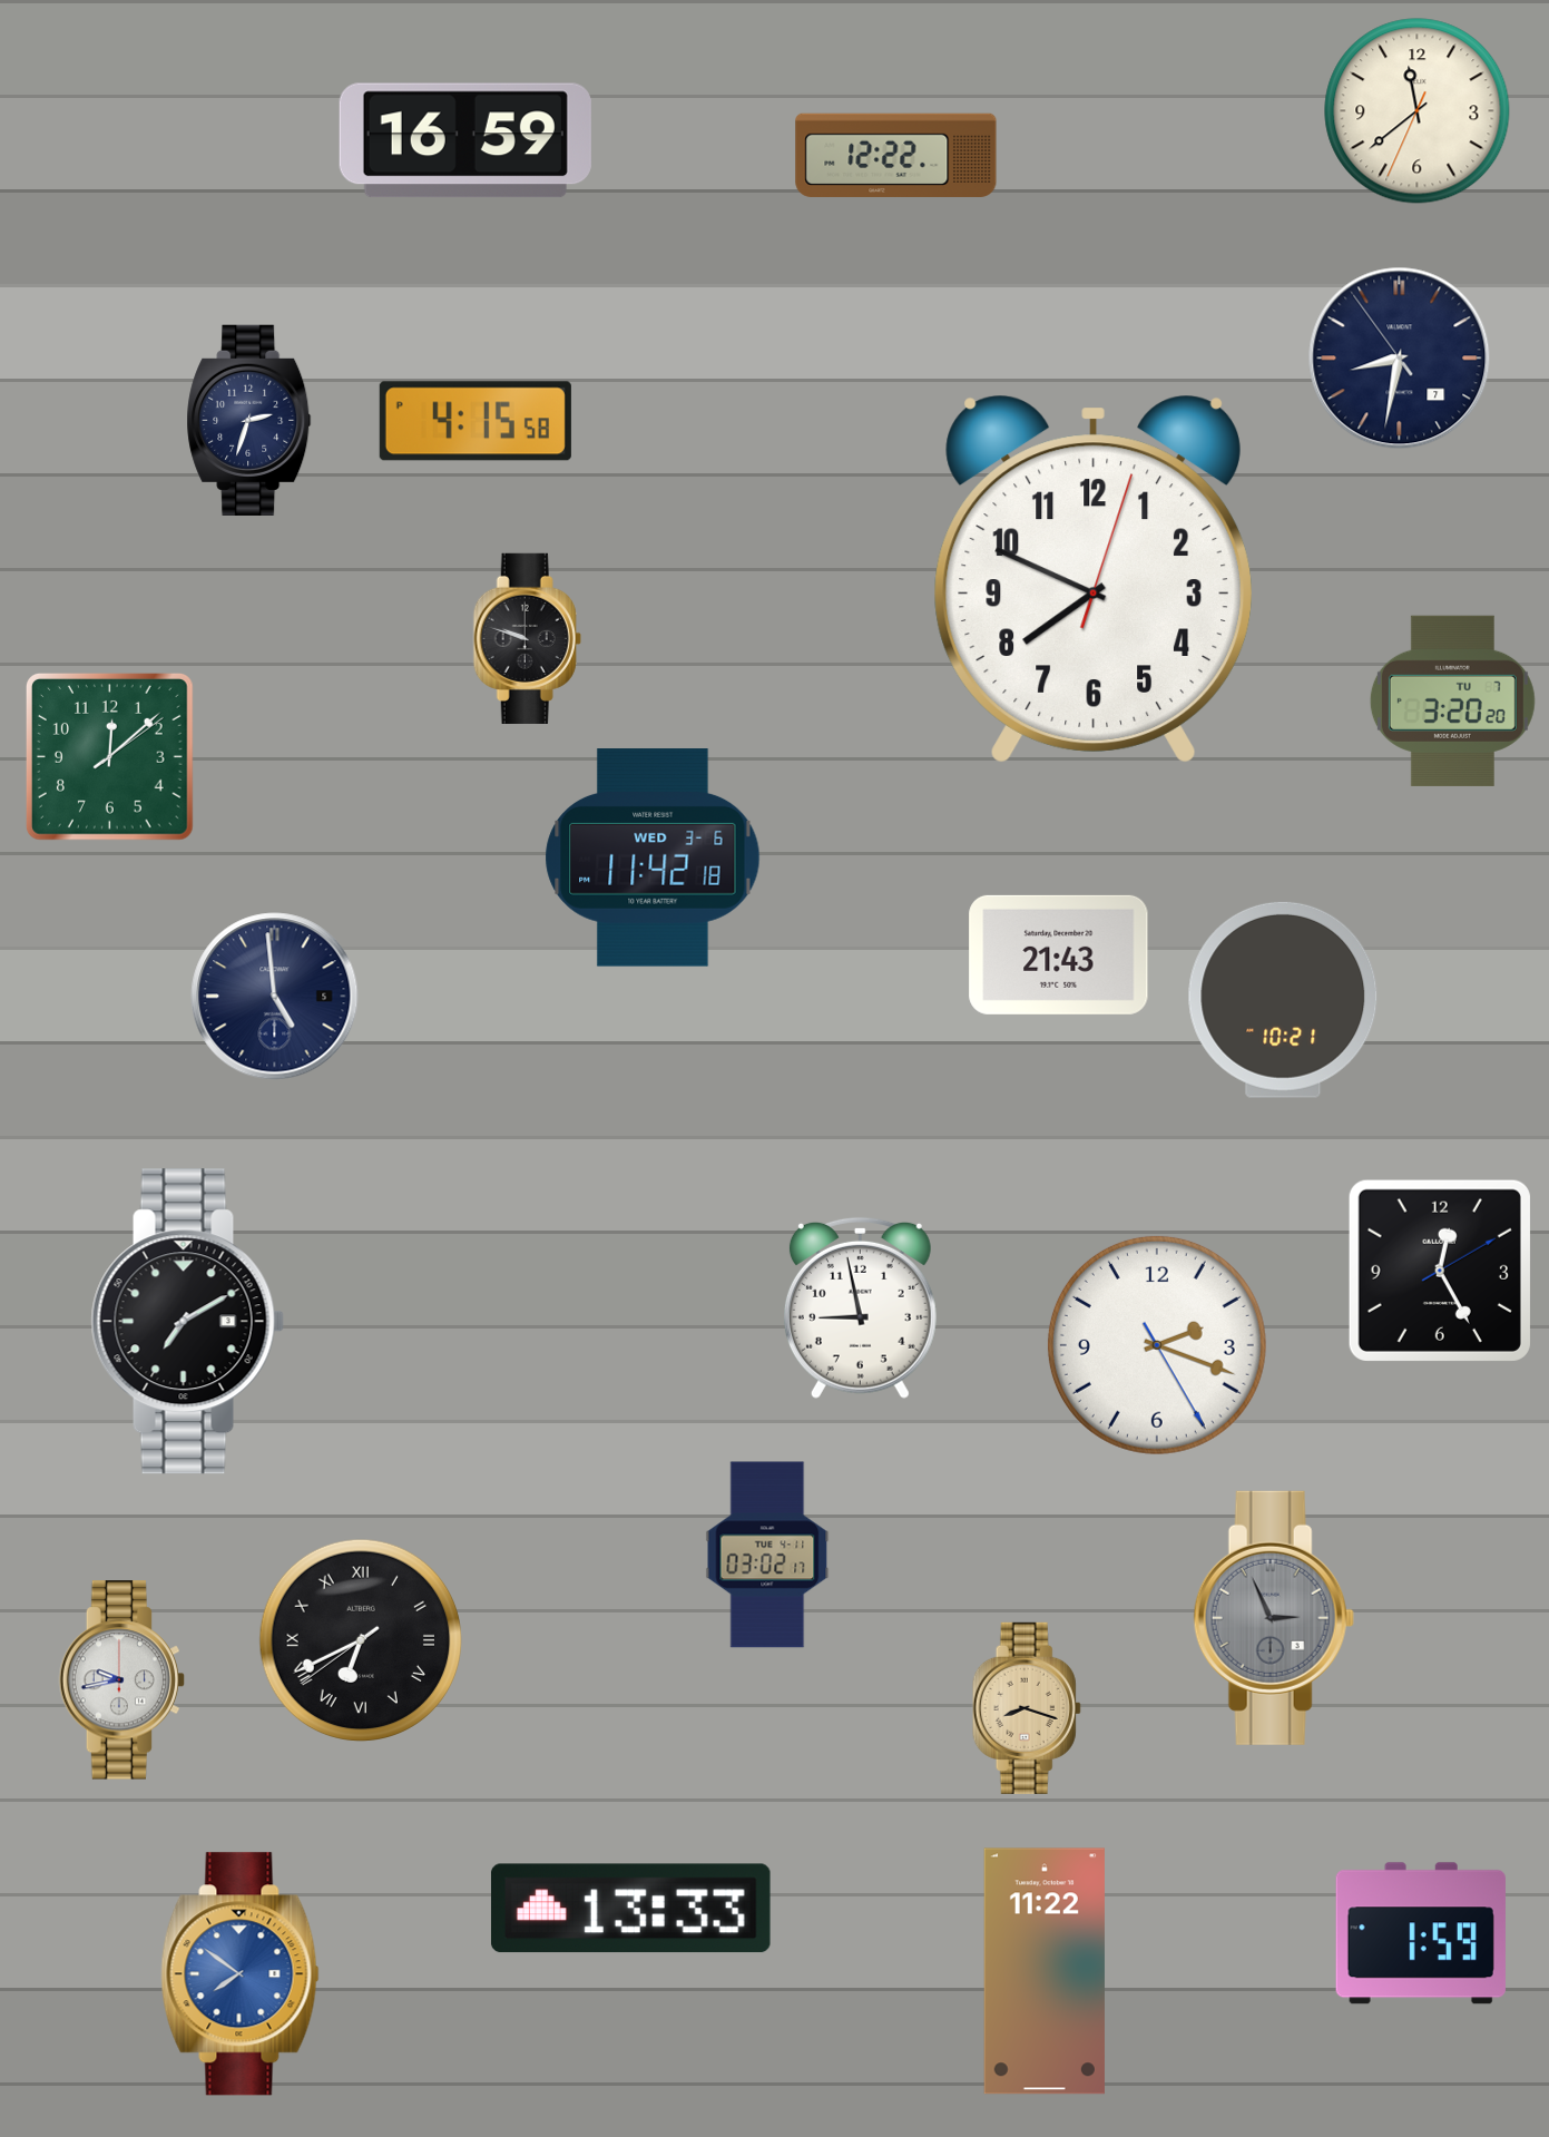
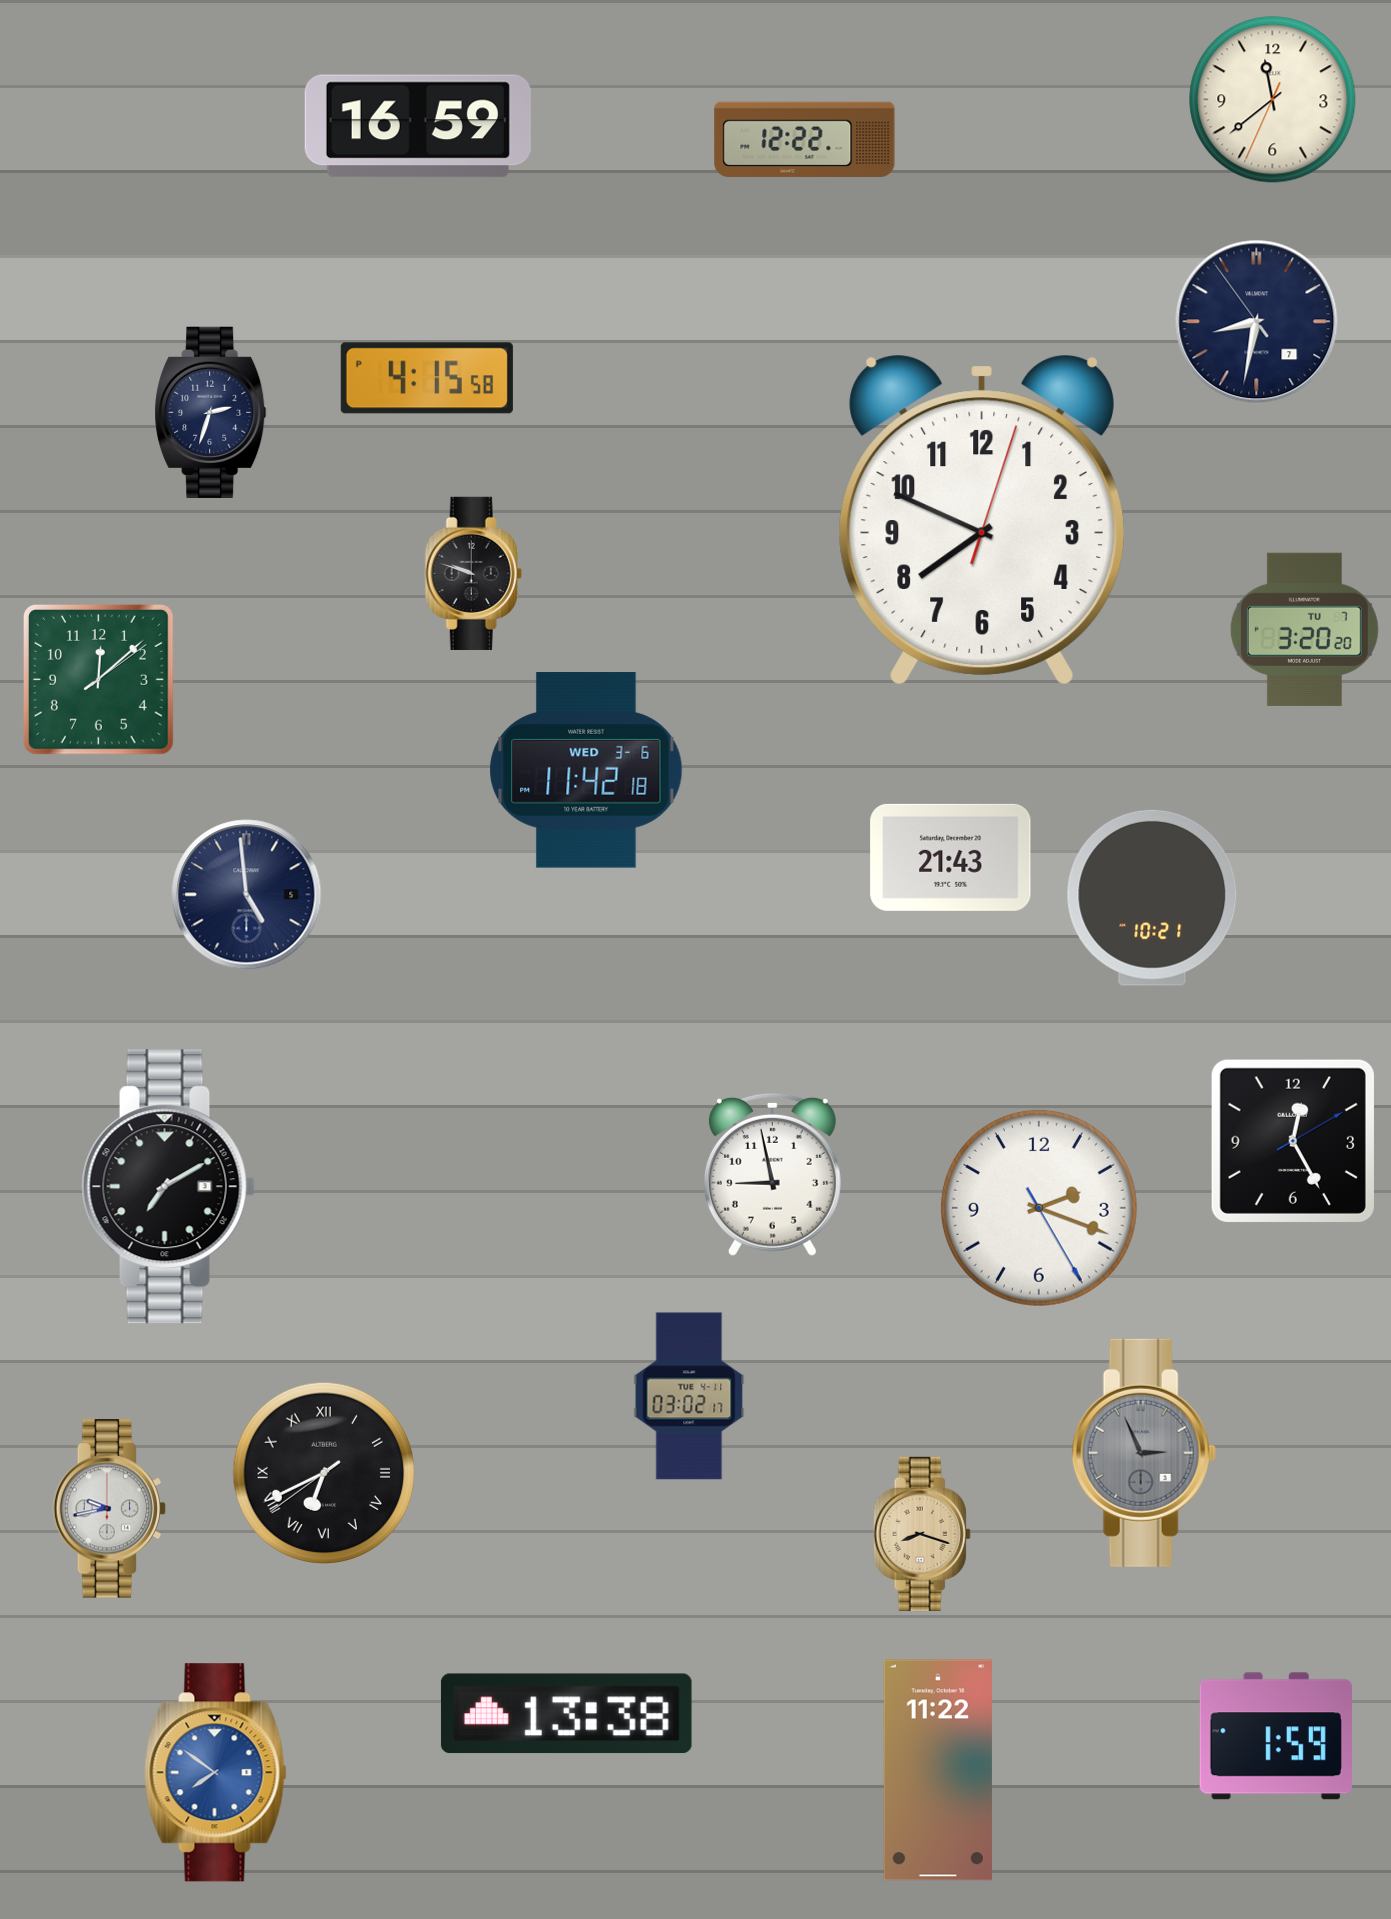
clock at (249, 420) position: (249, 420) -> (211, 412)
clock at (630, 1909): 13:33 -> 13:38
